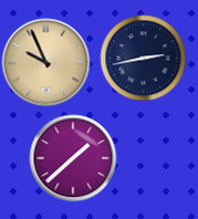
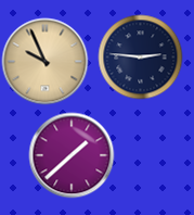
clock at (143, 58): 2:43 -> 2:46
